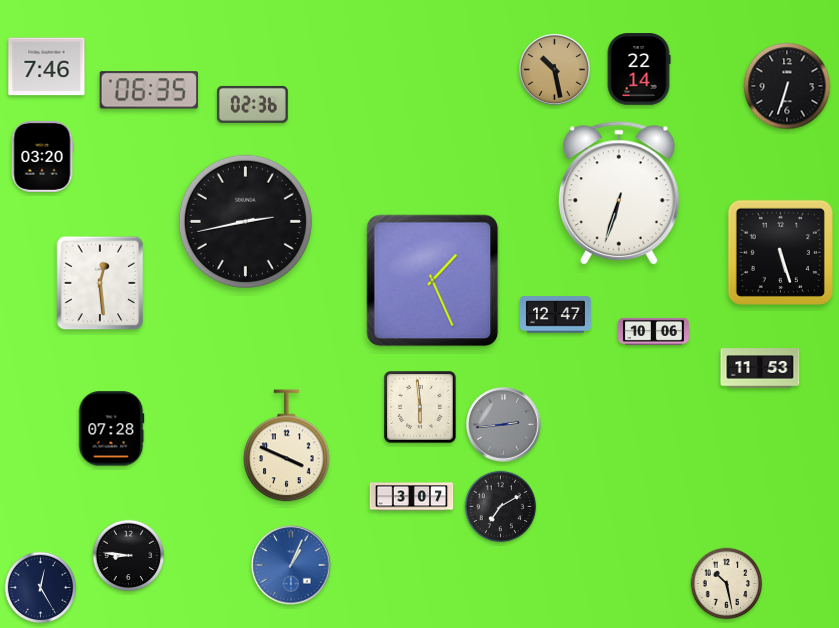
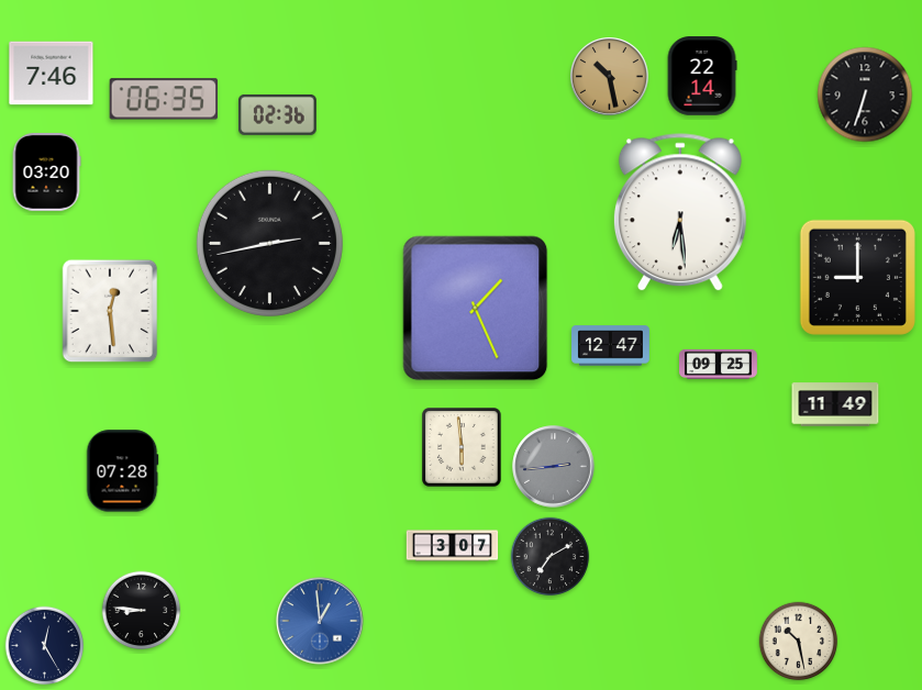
clock at (619, 194): 6:33 -> 6:29
clock at (780, 252): 5:27 -> 9:00
clock at (654, 331): 10:06 -> 09:25
clock at (760, 368): 11:53 -> 11:49
clock at (287, 446): 3:49 -> none
clock at (291, 565): 1:04 -> 12:59
